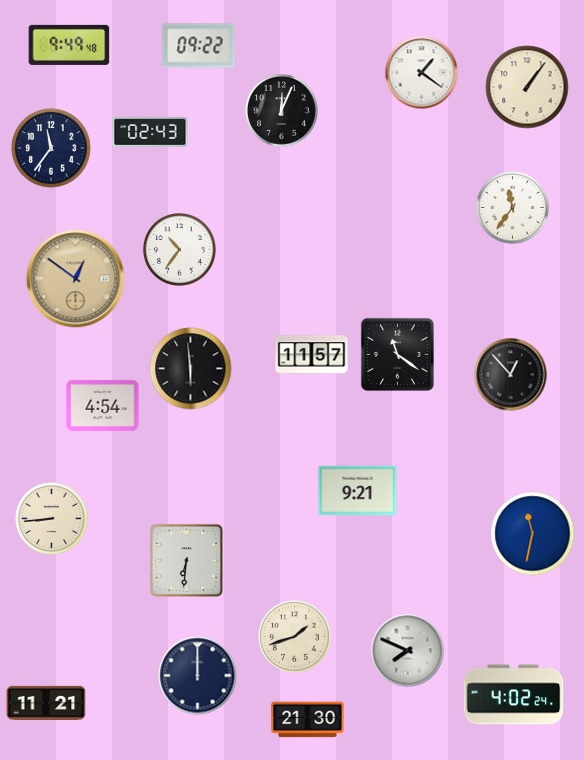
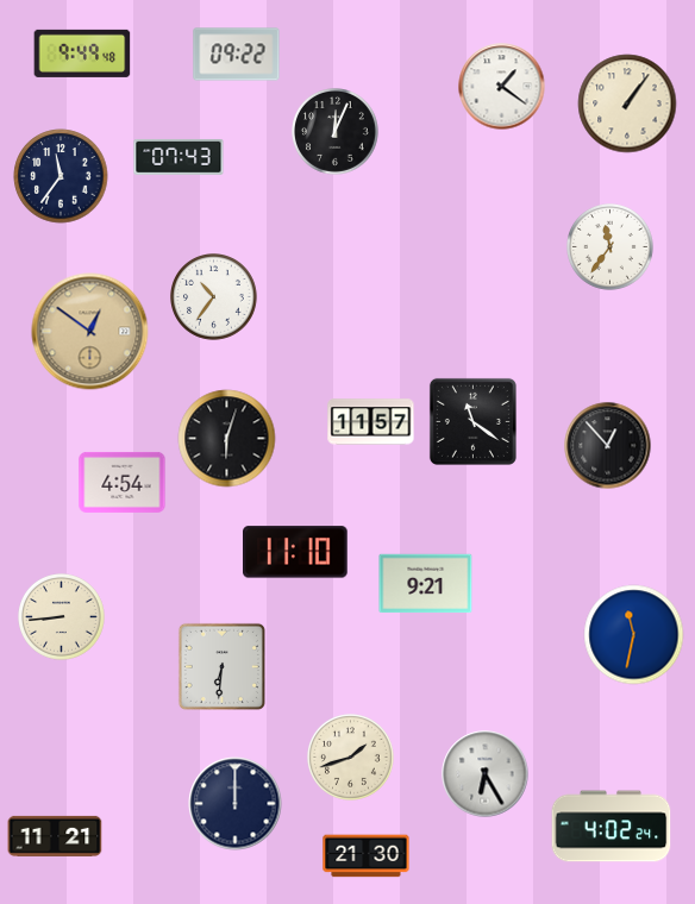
clock at (150, 132): 02:43 -> 07:43
clock at (191, 369): 5:59 -> 6:03
clock at (296, 552): none -> 11:10
clock at (408, 651): 7:49 -> 6:25
